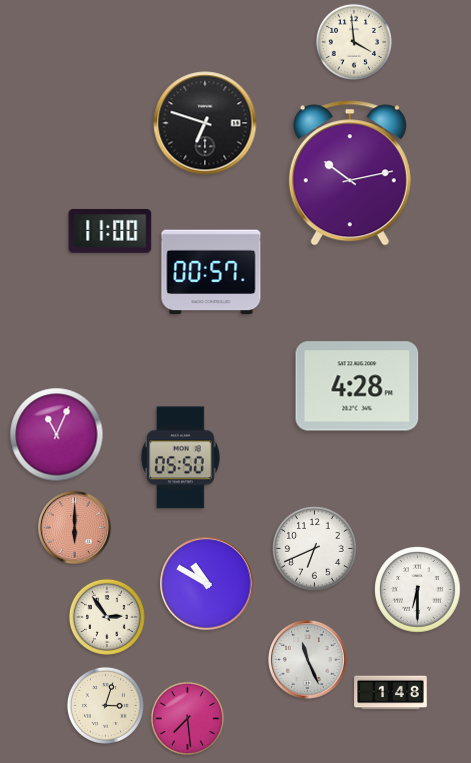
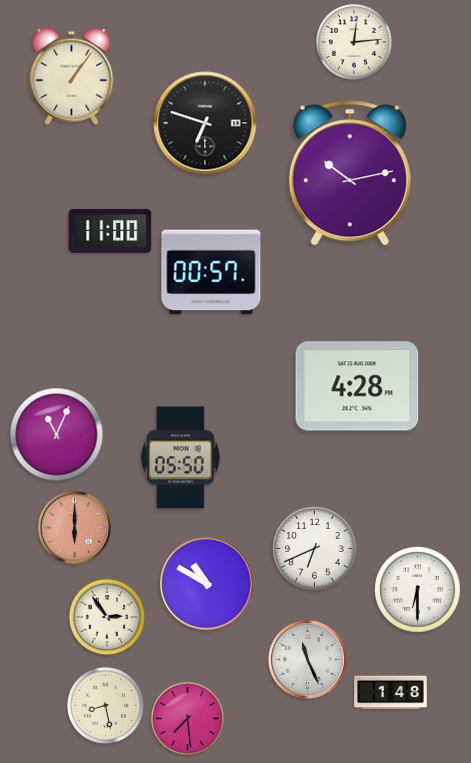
clock at (354, 42): 3:59 -> 12:14
clock at (72, 76): none -> 1:06
clock at (105, 705): 3:03 -> 8:28
